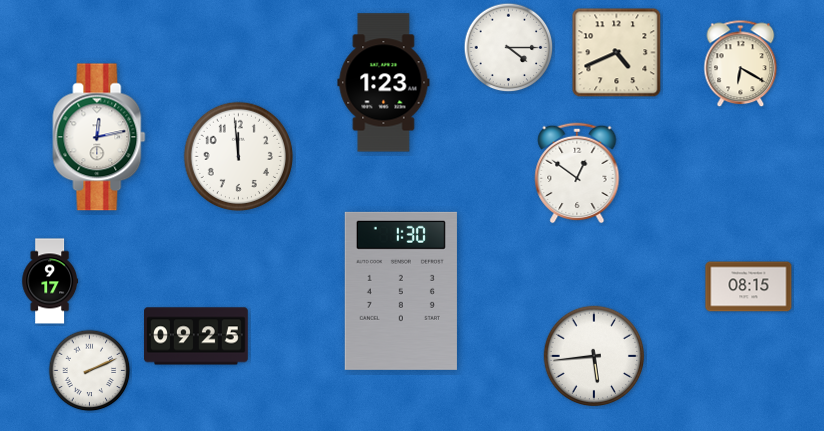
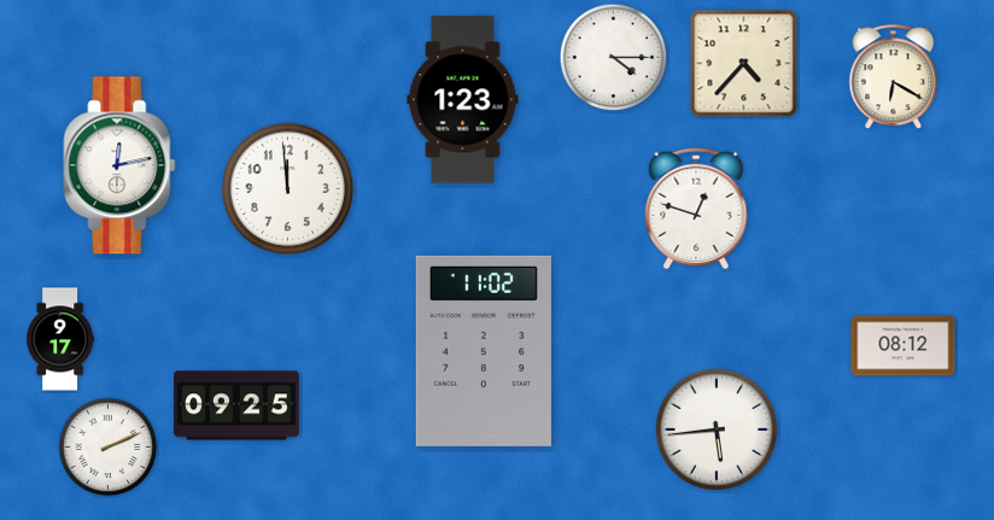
clock at (617, 53): 4:41 -> 4:37
clock at (577, 173): 12:51 -> 12:48
clock at (749, 287): 08:15 -> 08:12
clock at (401, 291): 1:30 -> 11:02
